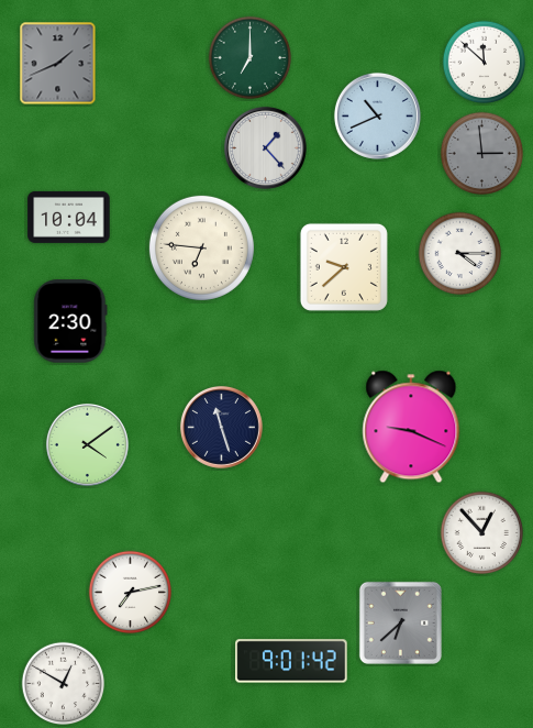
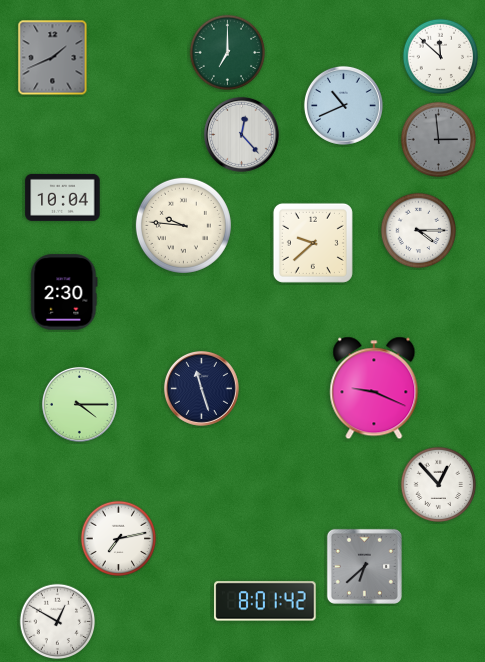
clock at (265, 147): 1:23 -> 12:23
clock at (201, 247): 6:46 -> 9:46
clock at (87, 444): 4:09 -> 4:15
clock at (291, 661): 9:01 -> 8:01
